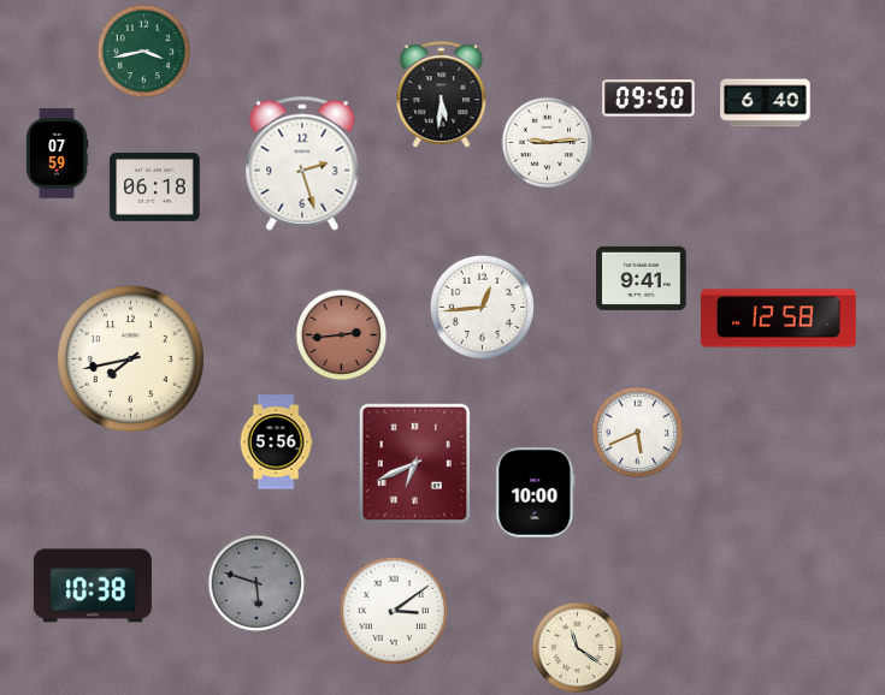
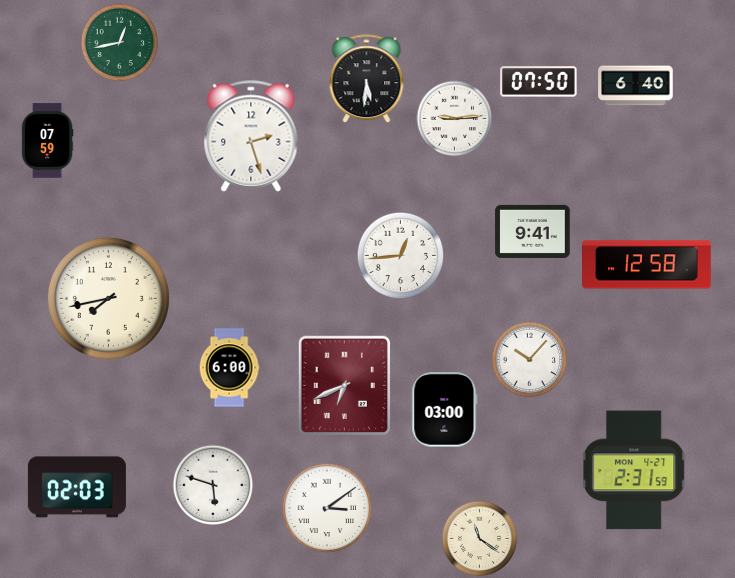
clock at (144, 52): 3:43 -> 12:43
clock at (649, 99): 09:50 -> 07:50
clock at (57, 154) position: (57, 154) -> (47, 141)
clock at (155, 186): 06:18 -> none
clock at (342, 335): 2:44 -> none
clock at (638, 433): 5:41 -> 10:07
clock at (276, 442): 5:56 -> 6:00
clock at (536, 493): 10:00 -> 03:00
clock at (635, 470): none -> 2:31
clock at (256, 583) dial: grey -> white
clock at (93, 586): 10:38 -> 02:03
